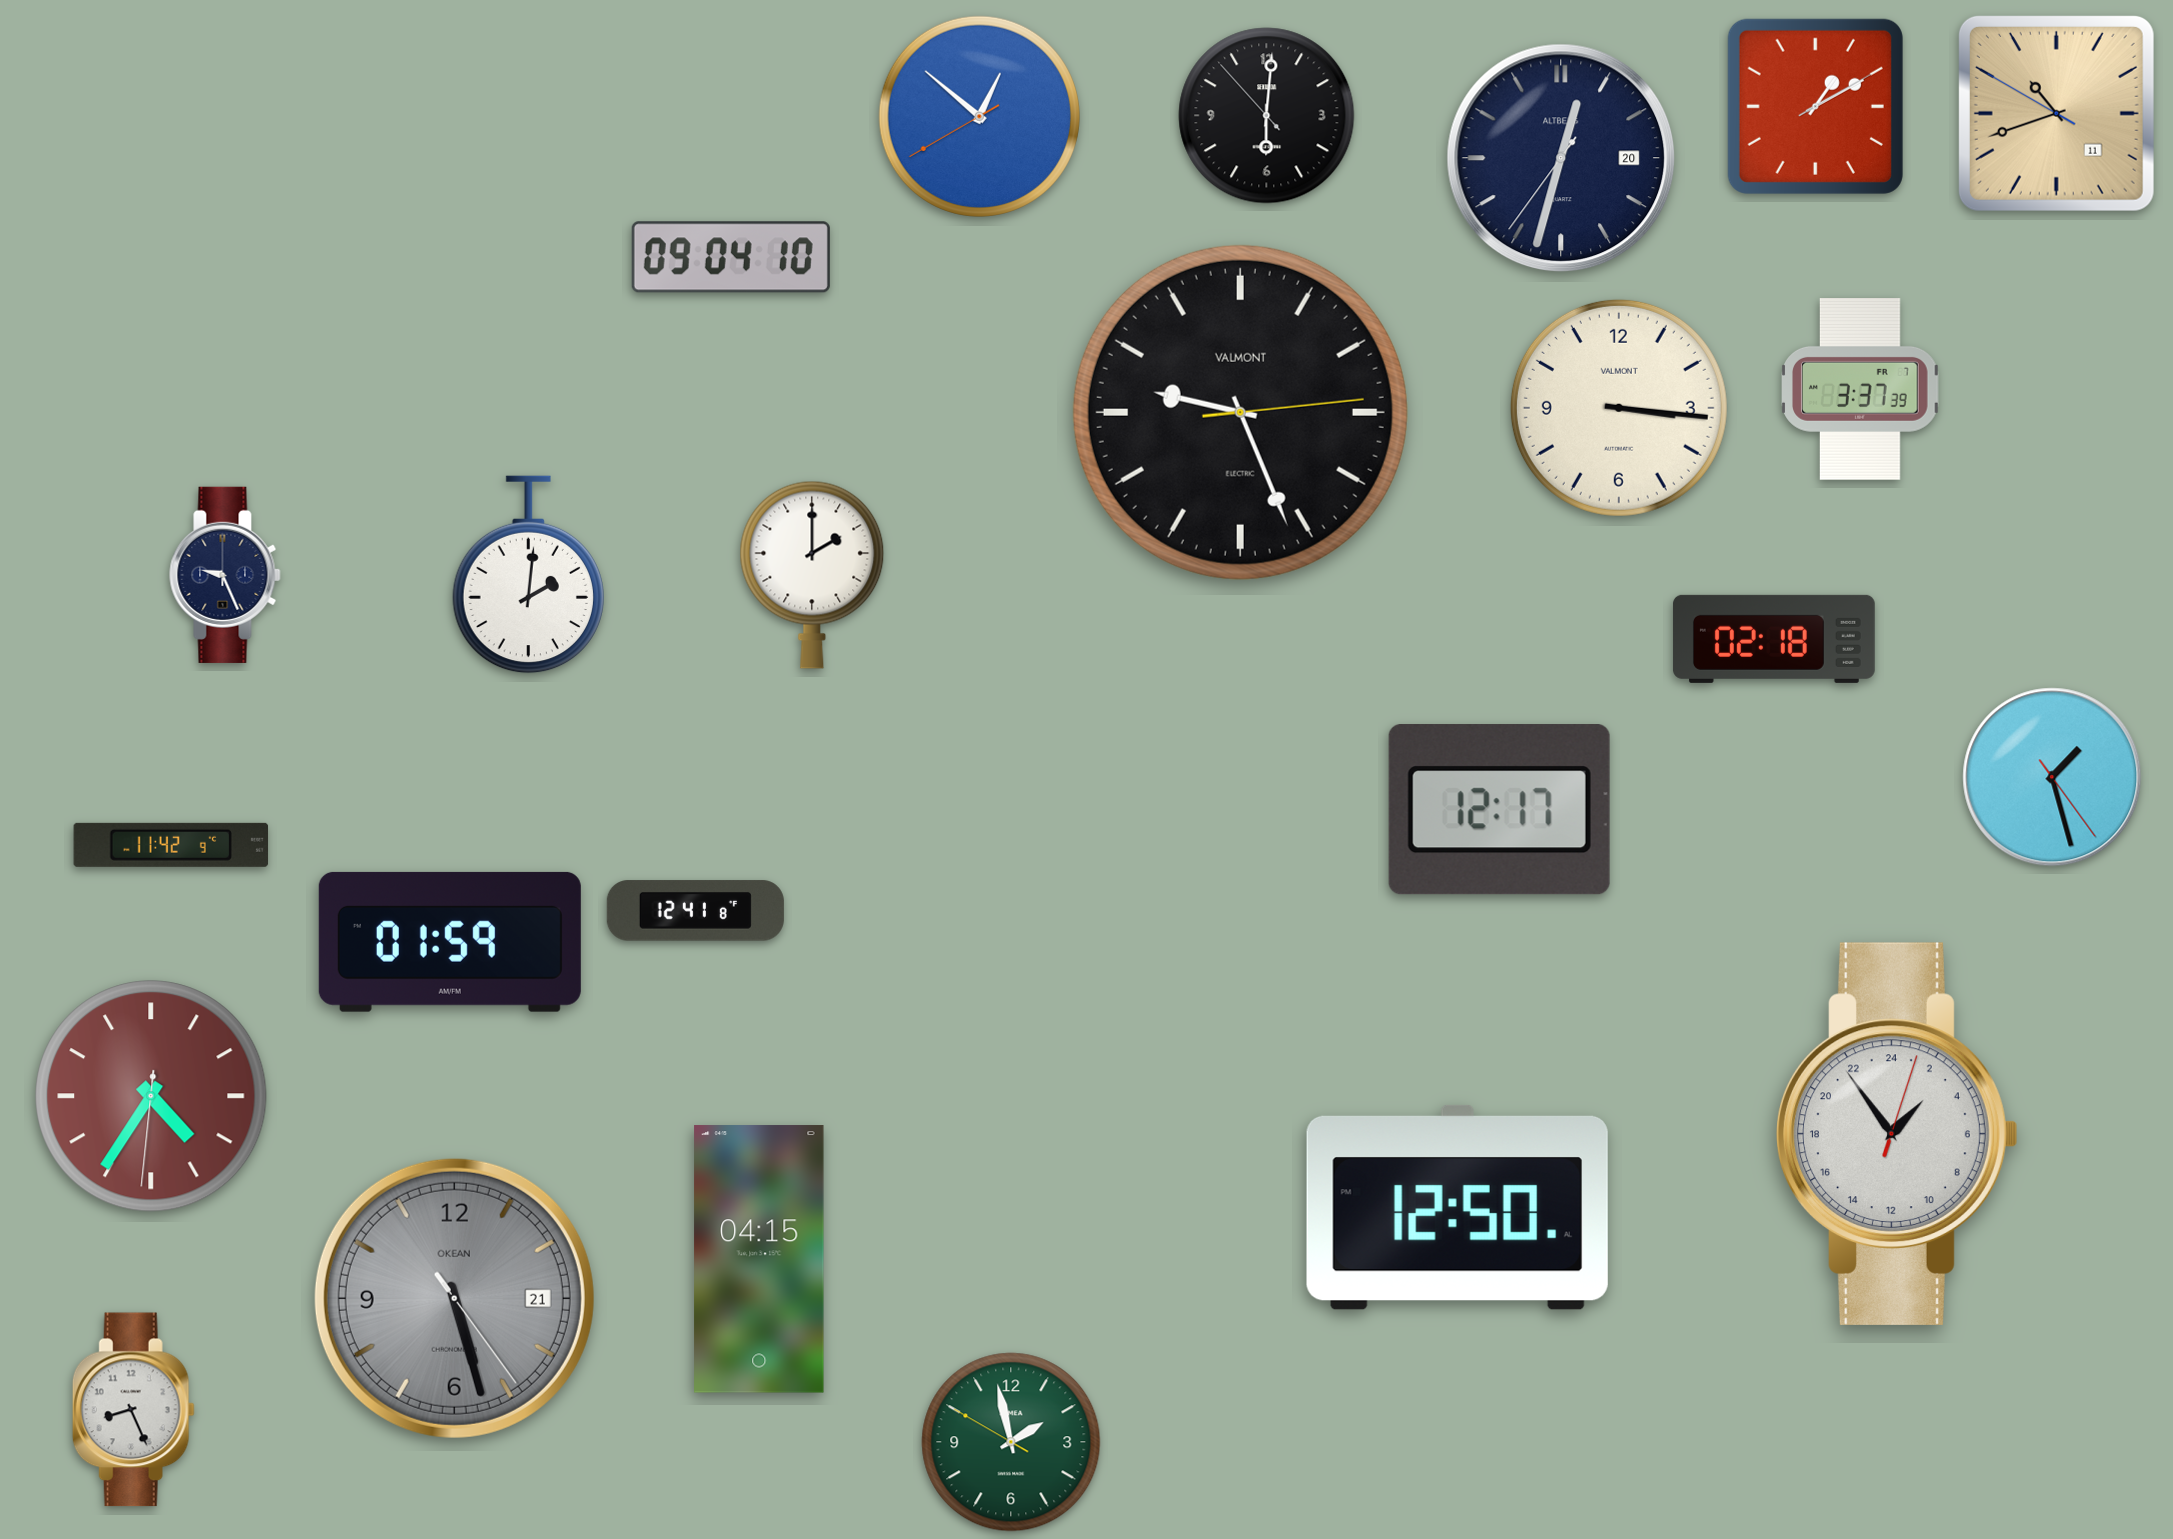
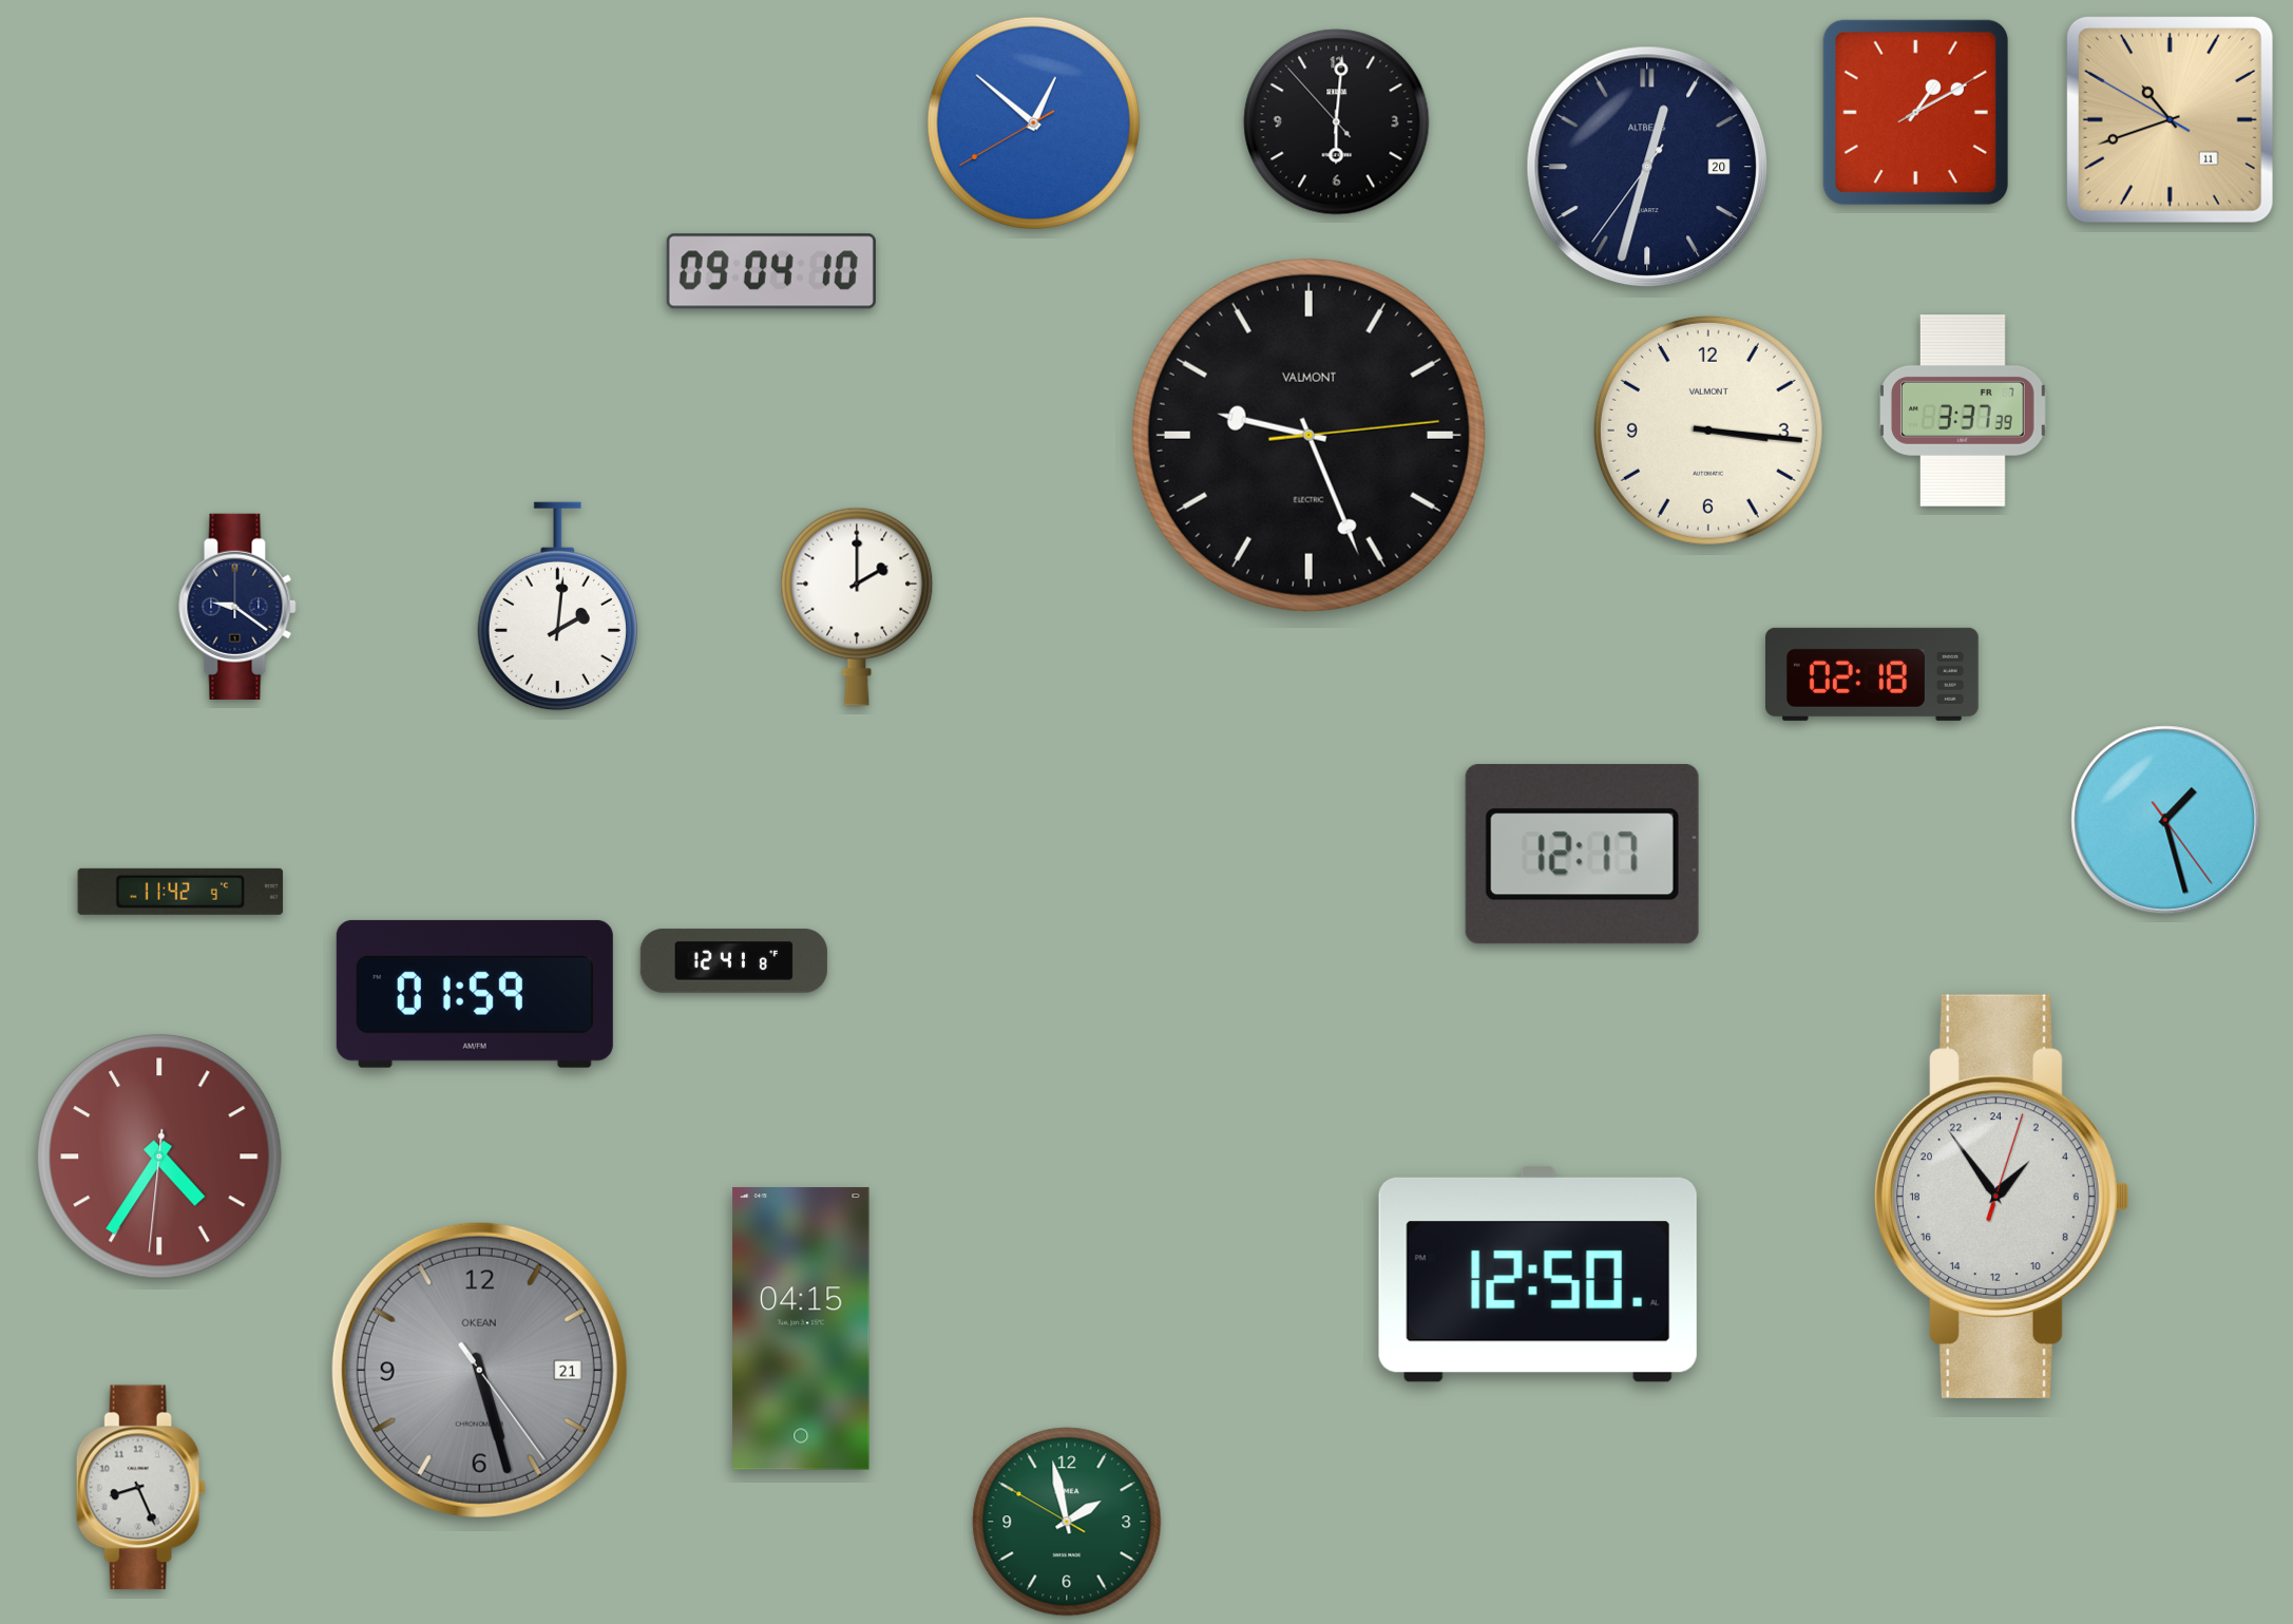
clock at (225, 575): 9:26 -> 9:21
